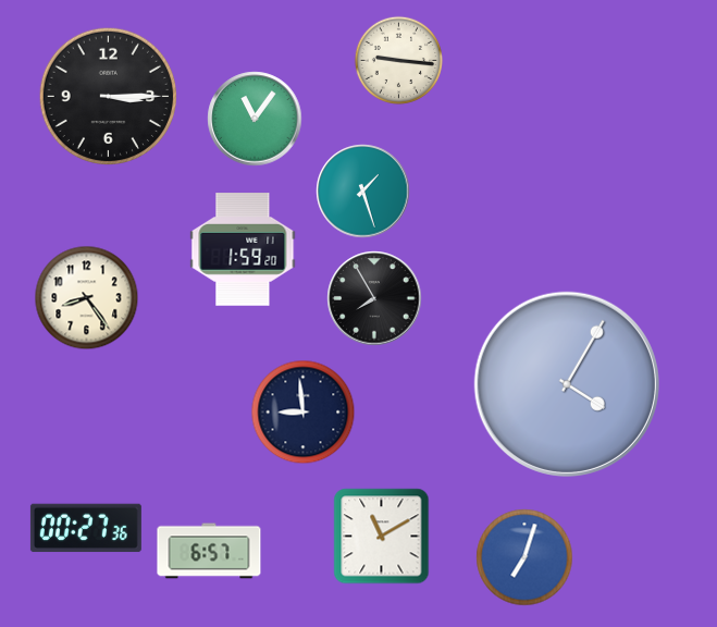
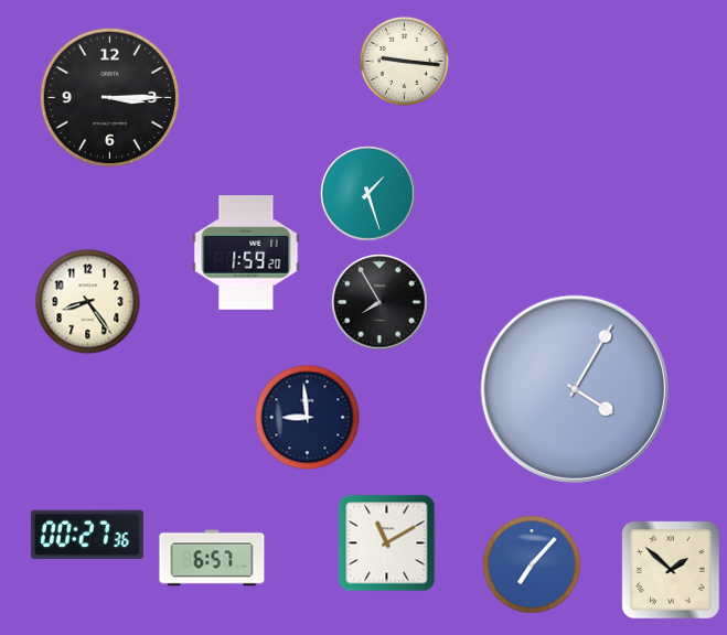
clock at (255, 119): 11:06 -> none
clock at (524, 557): 7:03 -> 7:07
clock at (671, 570): none -> 1:52
